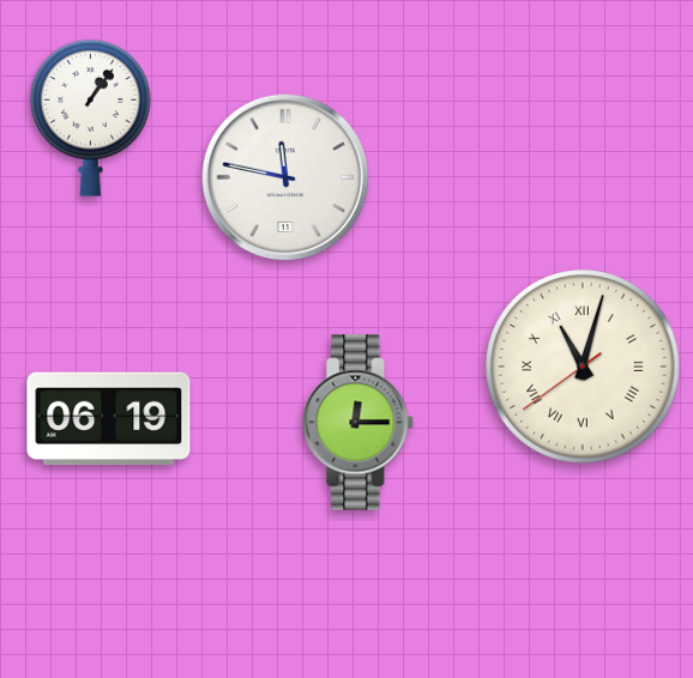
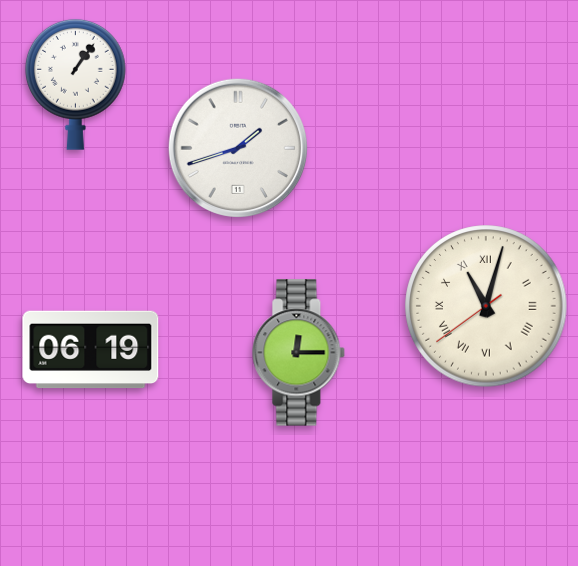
clock at (90, 117) position: (90, 117) -> (75, 84)
clock at (285, 177): 11:47 -> 1:42
